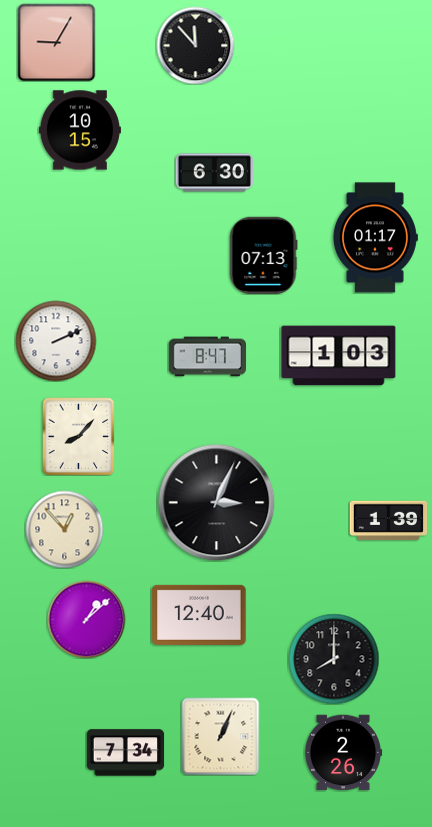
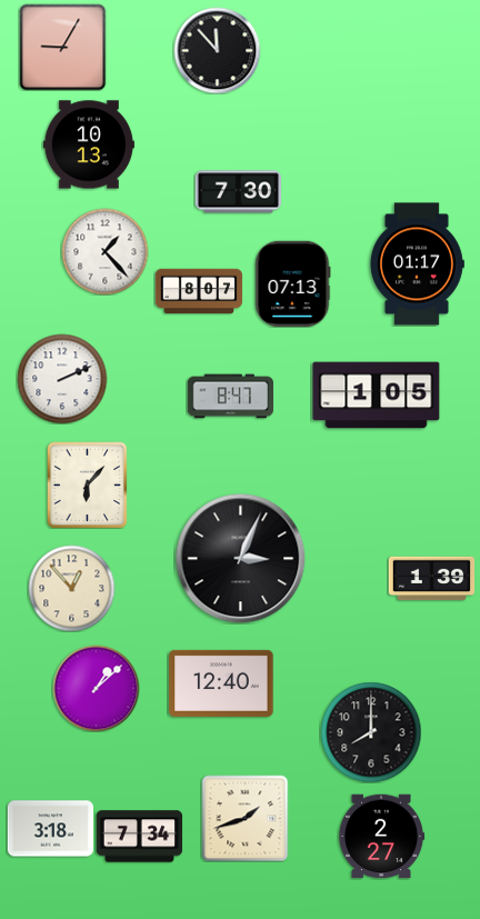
clock at (80, 130): 10:15 -> 10:13
clock at (214, 173): 6:30 -> 7:30
clock at (104, 251): none -> 1:23
clock at (199, 291): none -> 8:07
clock at (339, 356): 1:03 -> 1:05
clock at (79, 436): 8:07 -> 6:07
clock at (220, 736): 1:04 -> 1:42
clock at (50, 829): none -> 3:18
clock at (343, 753): 2:26 -> 2:27
